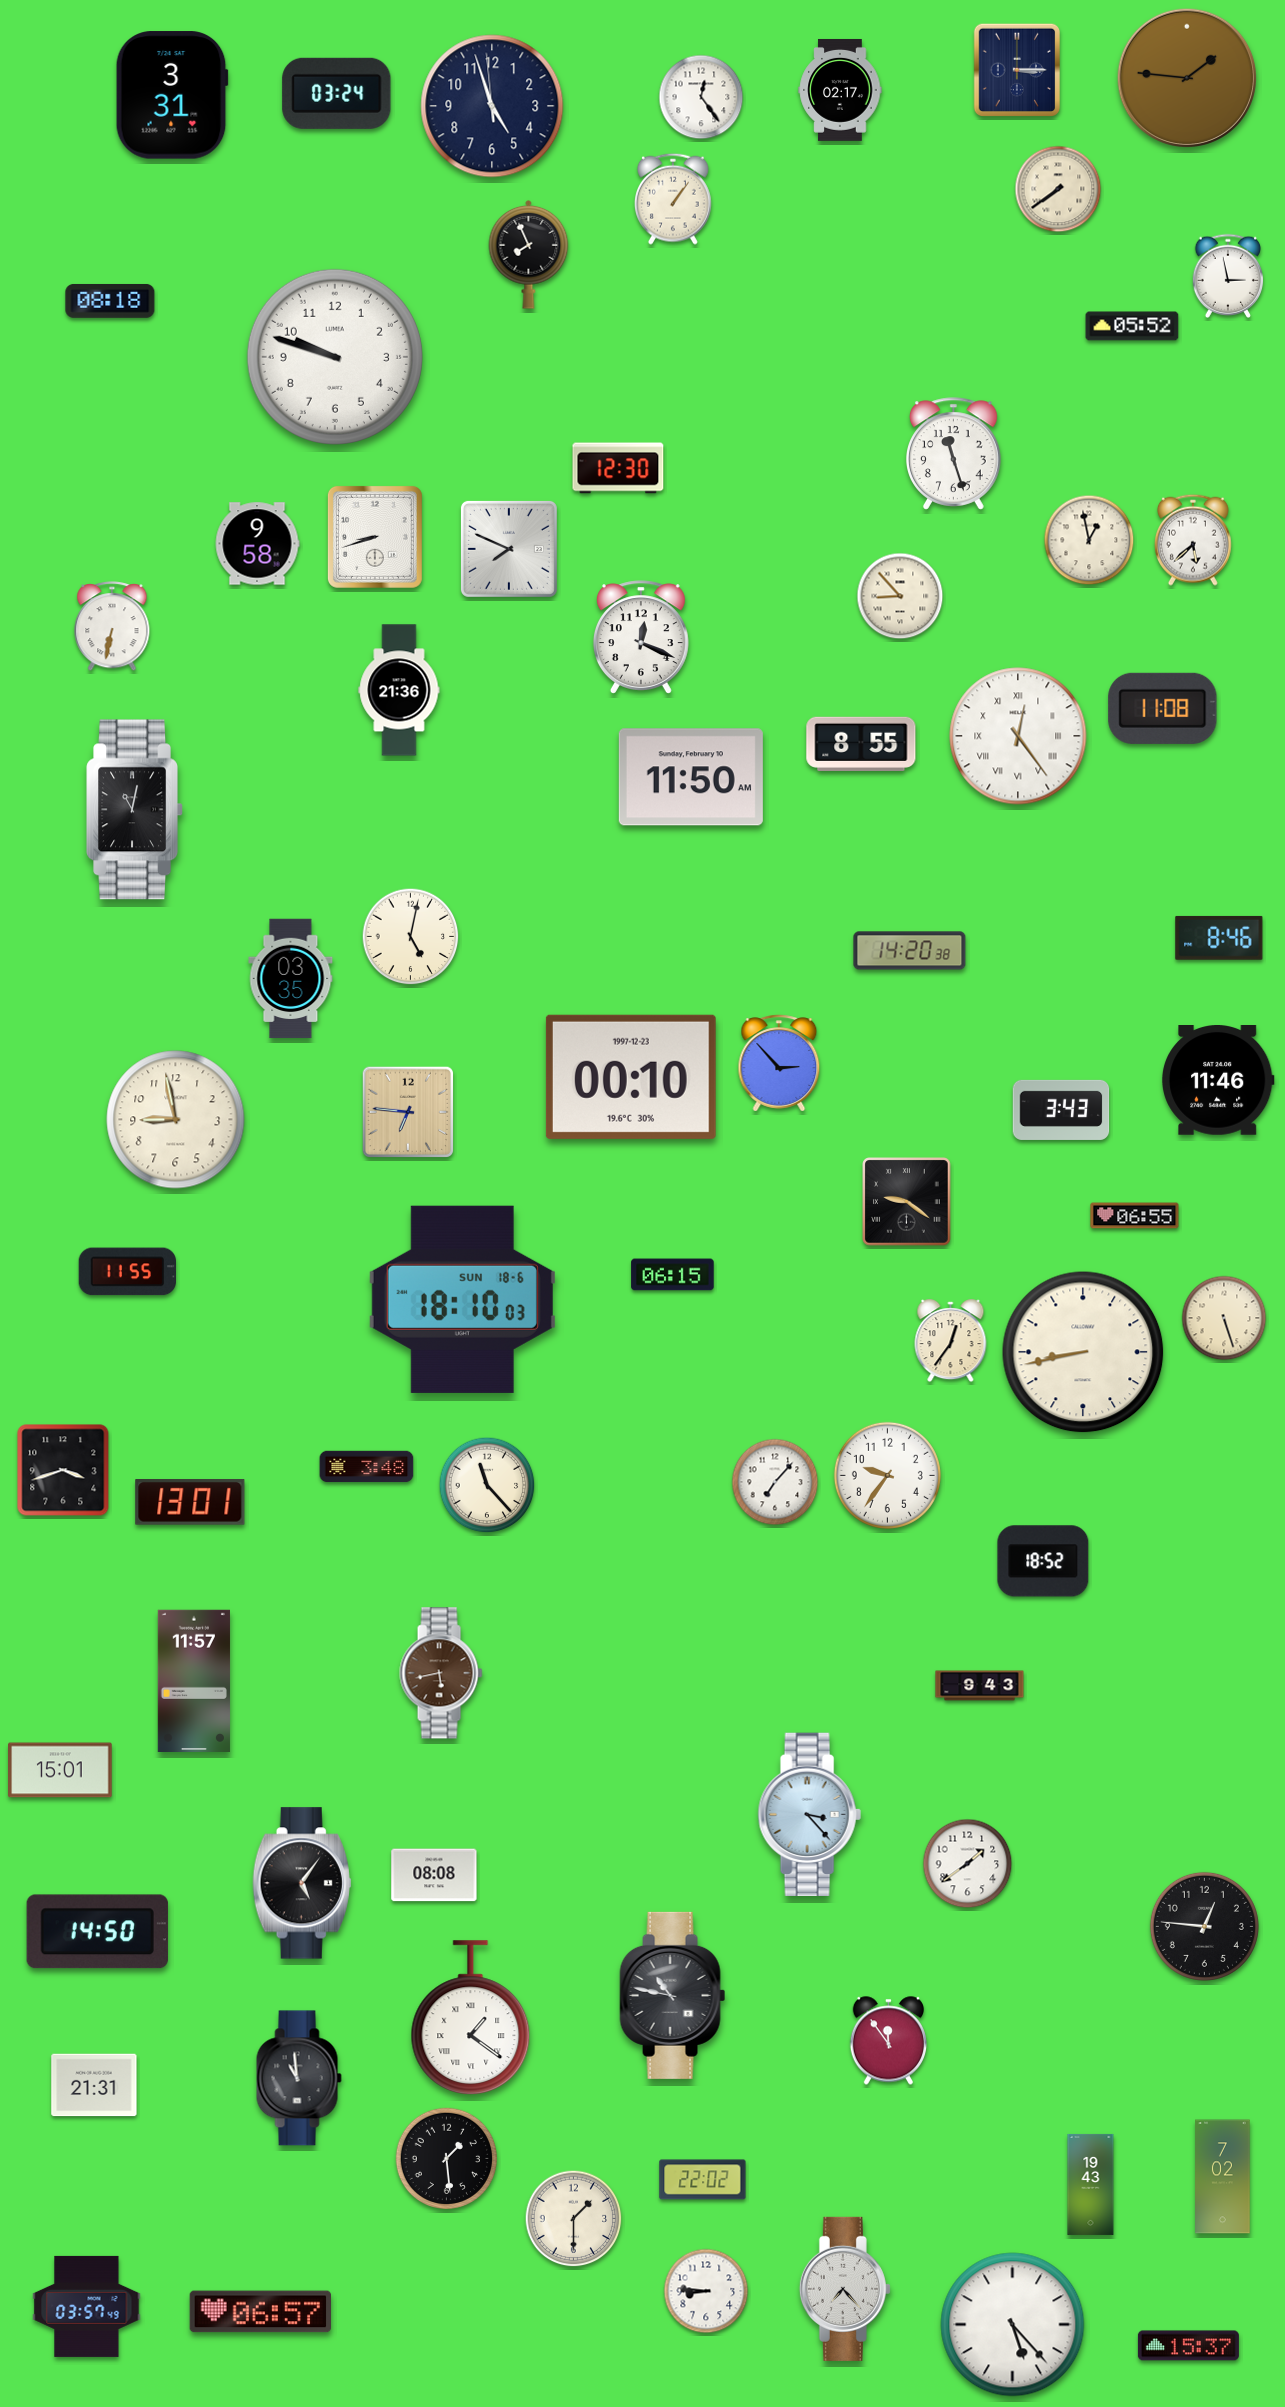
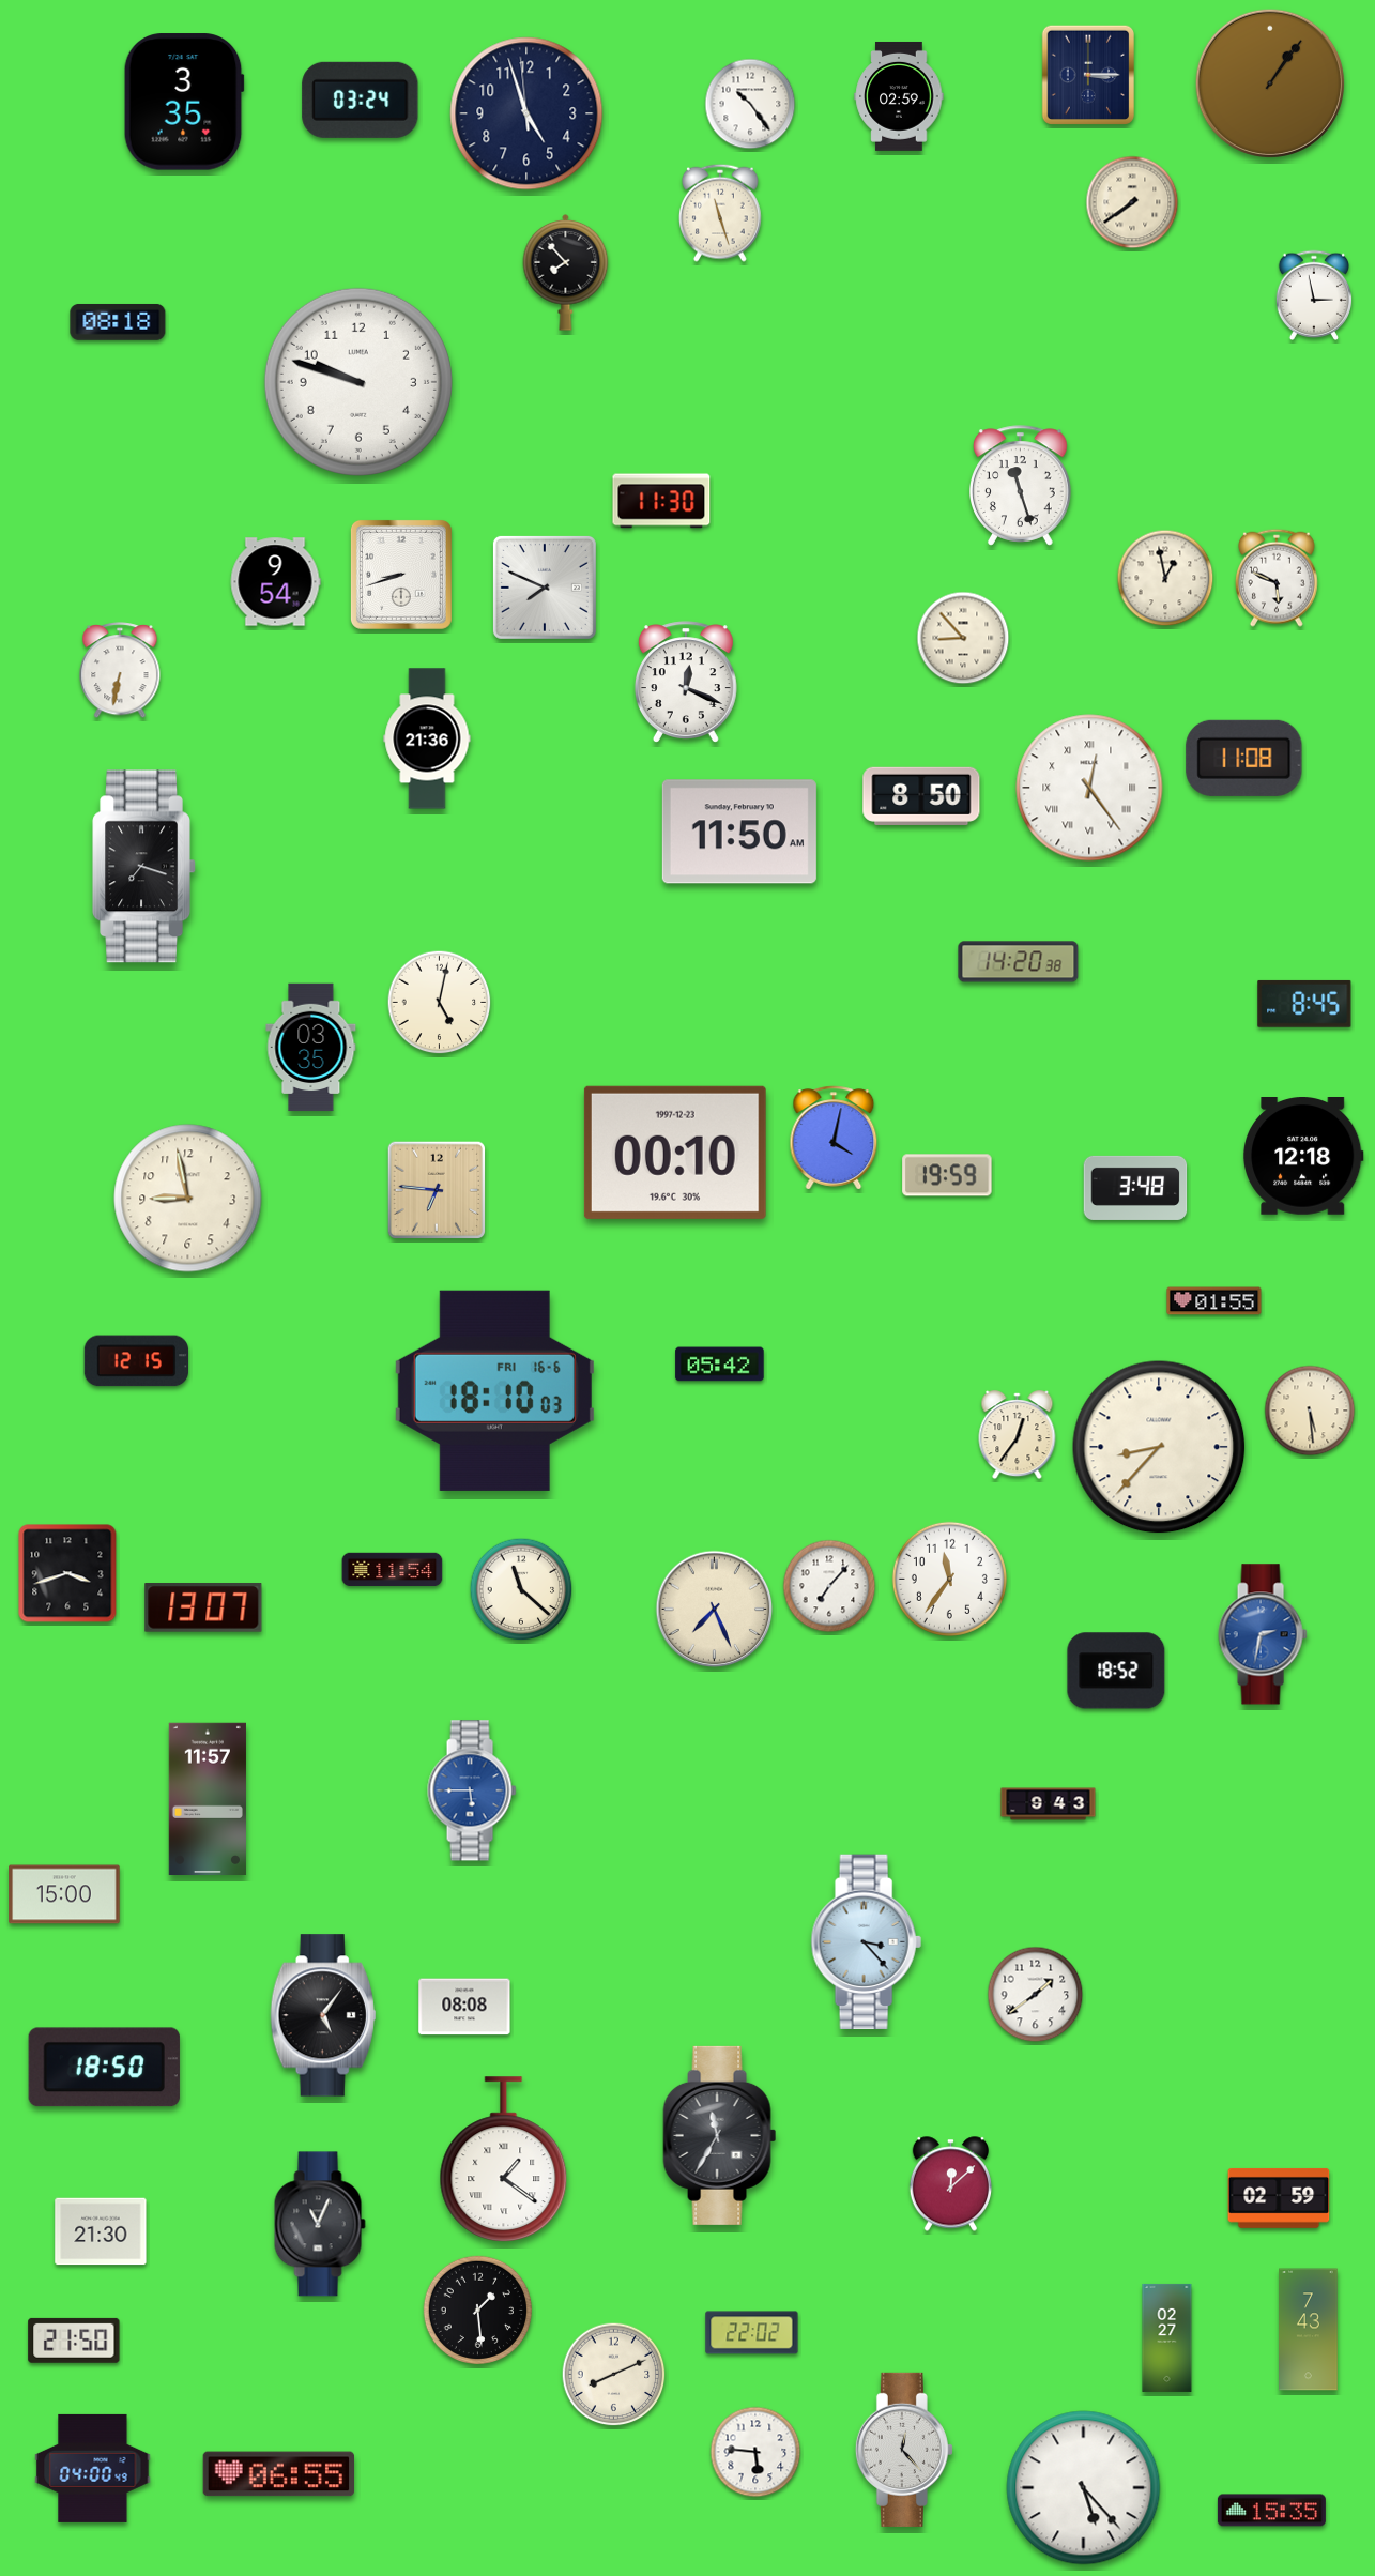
clock at (1186, 77): 1:46 -> 1:06
clock at (840, 90): 02:17 -> 02:59
clock at (172, 95): 3:31 -> 3:35
clock at (701, 97): 12:24 -> 10:24
clock at (674, 199): 1:06 -> 11:27
clock at (529, 254): 7:56 -> 7:53
clock at (1132, 326): 05:52 -> none
clock at (618, 468): 12:30 -> 11:30
clock at (1194, 540): 5:38 -> 5:49
clock at (257, 544): 9:58 -> 9:54
clock at (861, 744): 8:55 -> 8:50
clock at (134, 810): 11:02 -> 7:18
clock at (1219, 938): 8:46 -> 8:45
clock at (910, 951) position: (910, 951) -> (1019, 962)
clock at (779, 1063): 2:53 -> 4:02
clock at (1219, 1081): 11:46 -> 12:18
clock at (947, 1175): none -> 19:59
clock at (1061, 1110): 3:43 -> 3:48
clock at (907, 1202): 9:21 -> none
clock at (1135, 1216): 06:55 -> 01:55
clock at (127, 1272): 11:55 -> 12:15
clock at (673, 1275): 06:15 -> 05:42
clock at (462, 1299) date: SUN 18-6 -> FRI 16-6
clock at (1224, 1318): 5:27 -> 5:29
clock at (1083, 1352): 8:43 -> 8:37
clock at (367, 1467): 3:48 -> 11:54
clock at (887, 1475): 9:36 -> 11:36
clock at (487, 1485): 11:23 -> 11:22
clock at (190, 1503): 13:01 -> 13:07
clock at (715, 1610): none -> 7:26
clock at (1263, 1634): none -> 2:32
clock at (441, 1673): 5:43 -> 5:45
clock at (441, 1673) dial: brown -> blue
clock at (60, 1770): 15:01 -> 15:00
clock at (1204, 1926): 12:46 -> none
clock at (97, 1932): 14:50 -> 18:50
clock at (673, 1995): 10:47 -> 11:35
clock at (888, 2041): 11:54 -> 12:08
clock at (1279, 2198): none -> 02:59
clock at (299, 2078): 10:59 -> 11:04
clock at (94, 2085): 21:31 -> 21:30
clock at (1223, 2177): 7:02 -> 7:43
clock at (1091, 2184): 19:43 -> 02:27
clock at (74, 2341): none -> 21:50
clock at (574, 2219): 1:30 -> 8:11
clock at (845, 2289): 7:23 -> 12:23
clock at (706, 2291): 8:46 -> 5:46
clock at (87, 2306): 03:57 -> 04:00
clock at (261, 2312): 06:57 -> 06:55
clock at (1188, 2346): 15:37 -> 15:35
